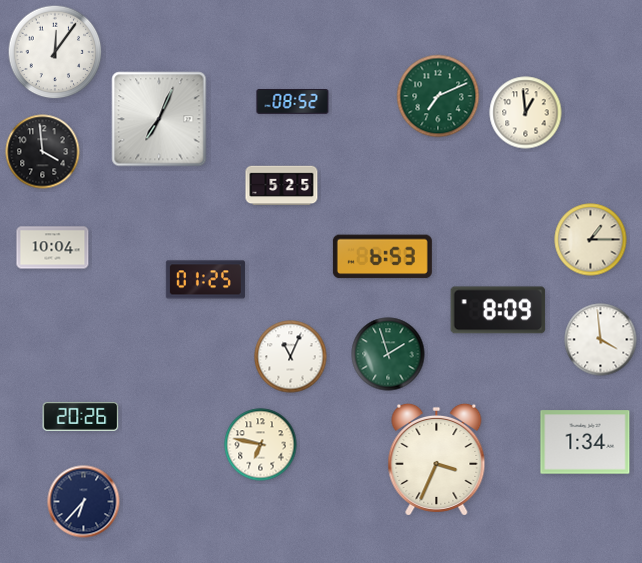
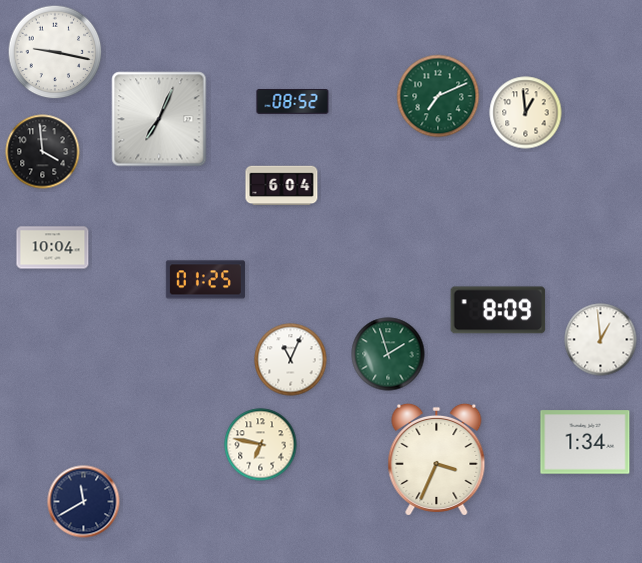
clock at (55, 52): 12:06 -> 9:17
clock at (282, 186): 5:25 -> 6:04
clock at (591, 240): 1:15 -> none
clock at (382, 257): 6:53 -> none
clock at (601, 340): 3:59 -> 12:59
clock at (291, 357) position: (291, 357) -> (291, 360)
clock at (81, 417): 20:26 -> none
clock at (84, 502): 6:37 -> 11:40
